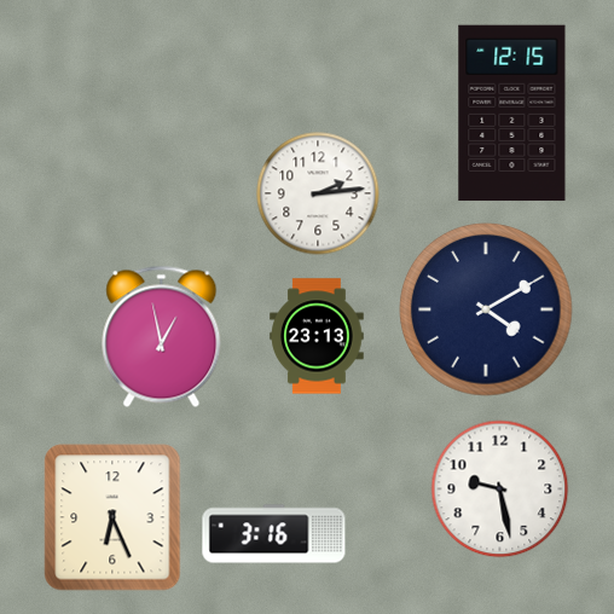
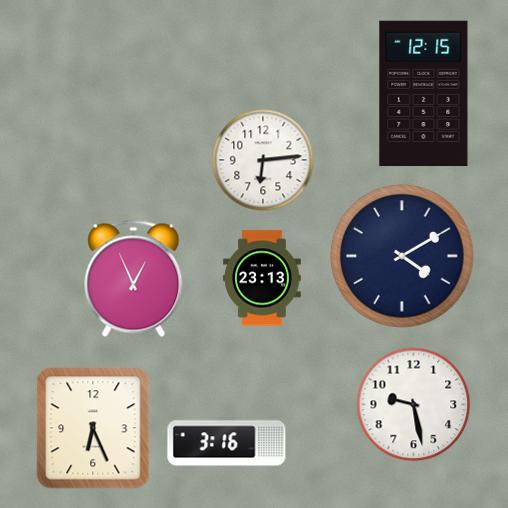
clock at (318, 193): 2:14 -> 6:14
clock at (162, 336): 12:58 -> 12:56
